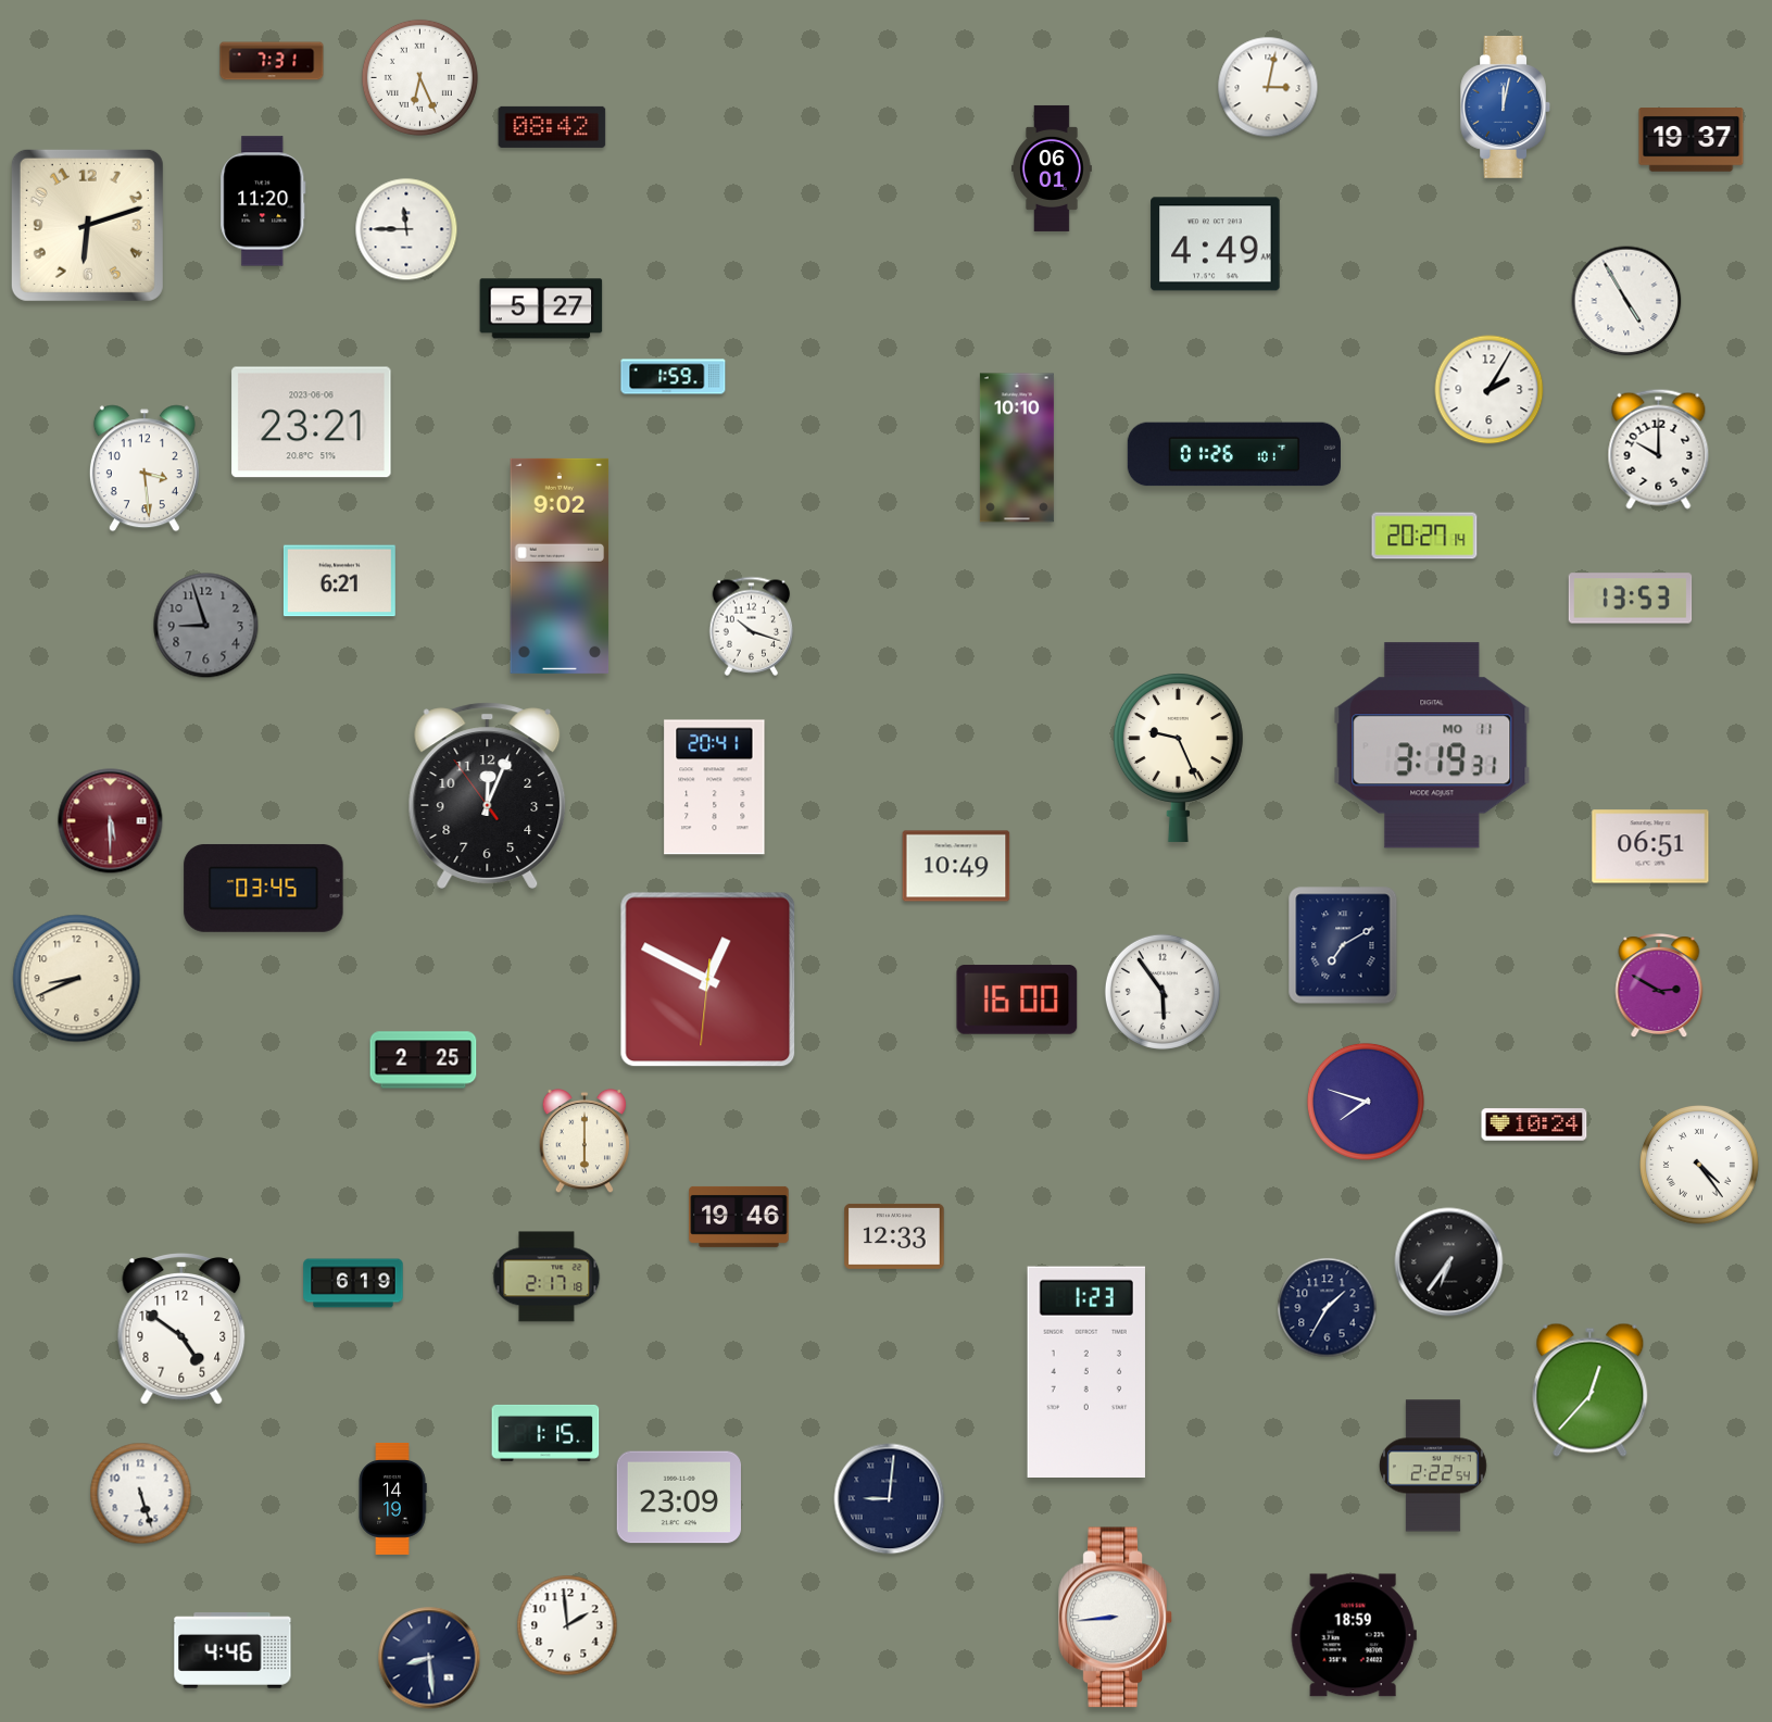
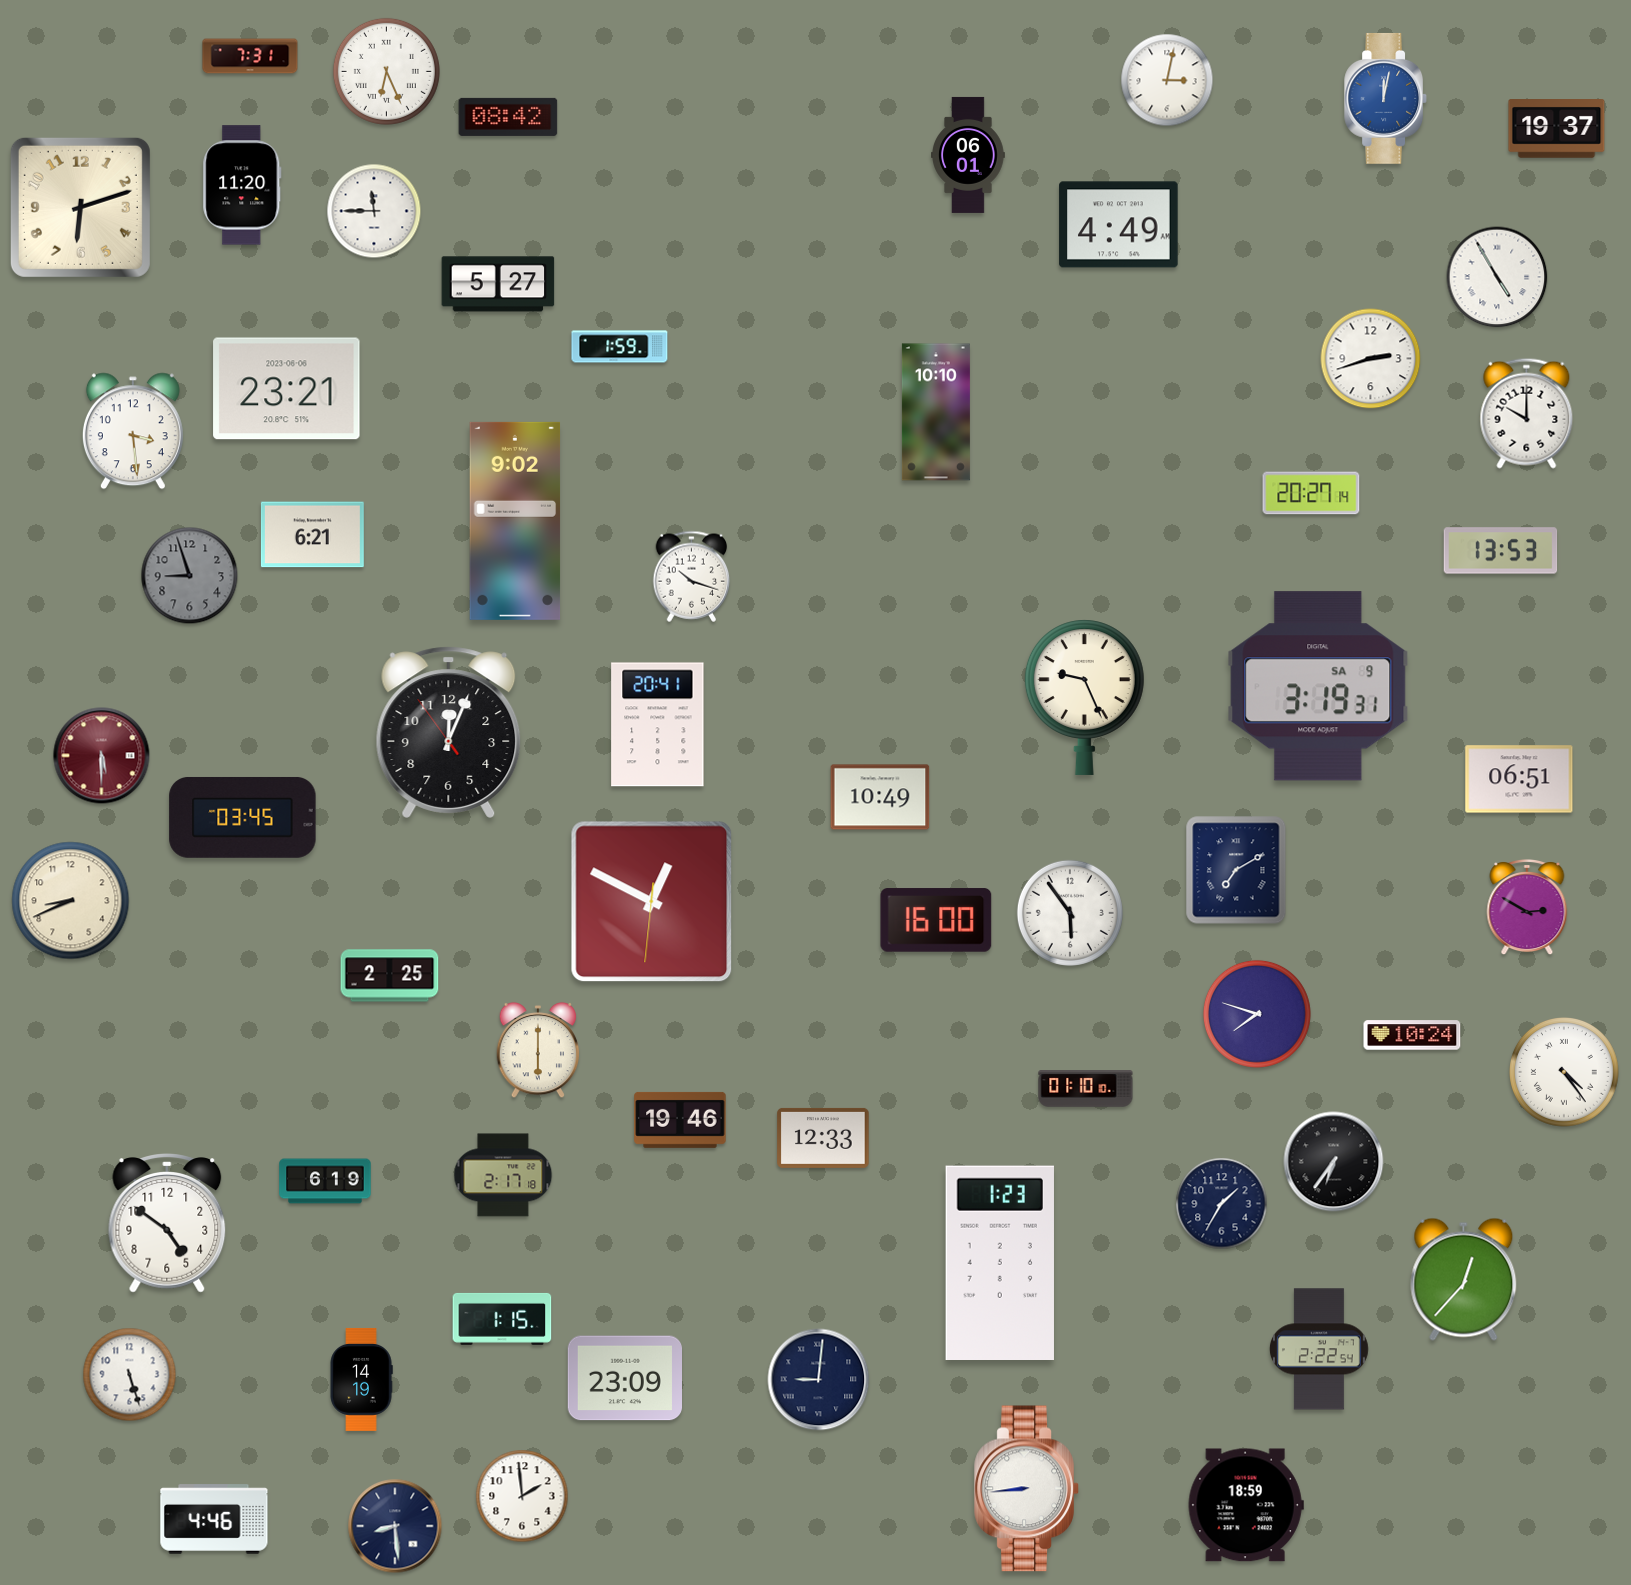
clock at (1490, 390): 2:05 -> 2:42
clock at (1234, 454): 01:26 -> none
clock at (1432, 745) date: MO 11 -> SA 9
clock at (1086, 1089): none -> 01:10
